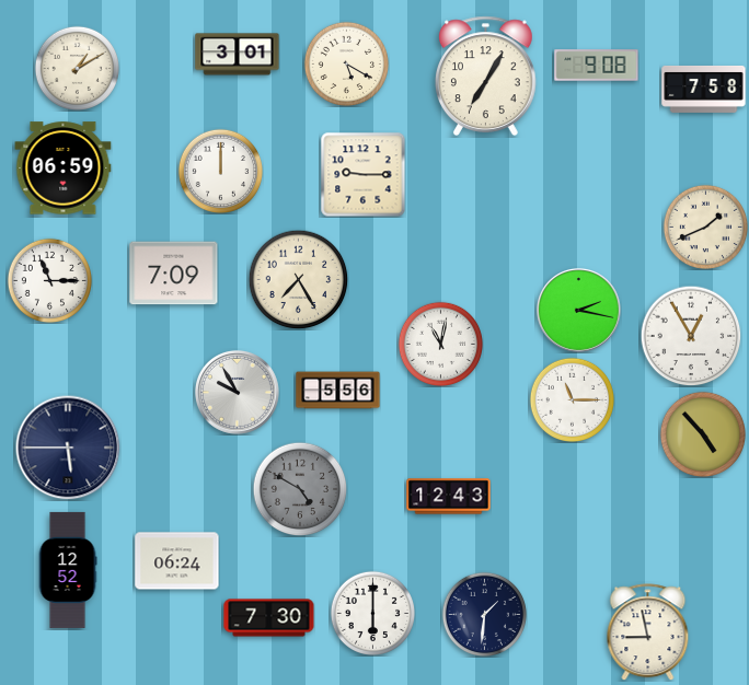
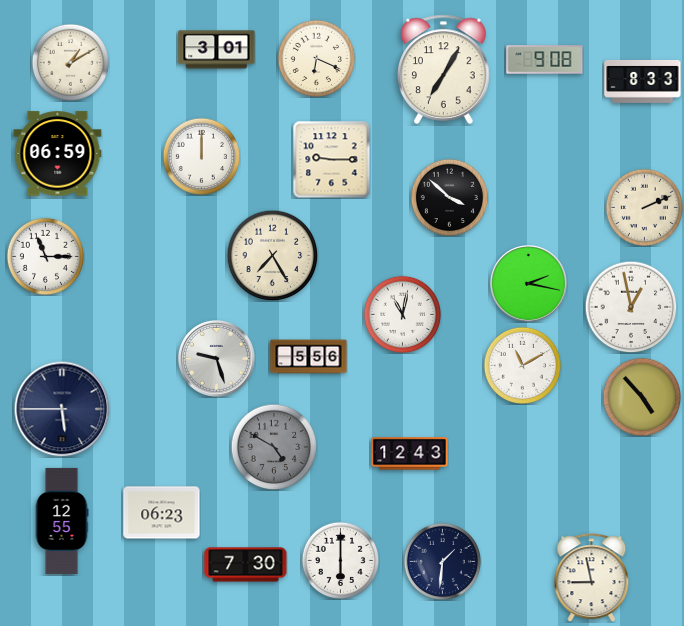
clock at (346, 63): 5:20 -> 6:19
clock at (704, 89): 7:58 -> 8:33
clock at (449, 197): none -> 3:52
clock at (705, 227): 1:41 -> 2:11
clock at (174, 274): 7:09 -> none
clock at (691, 336): 12:55 -> 12:58
clock at (237, 392): 9:55 -> 9:27
clock at (572, 399): 11:15 -> 11:10
clock at (177, 561): 06:24 -> 06:23
clock at (68, 570): 12:52 -> 12:55
